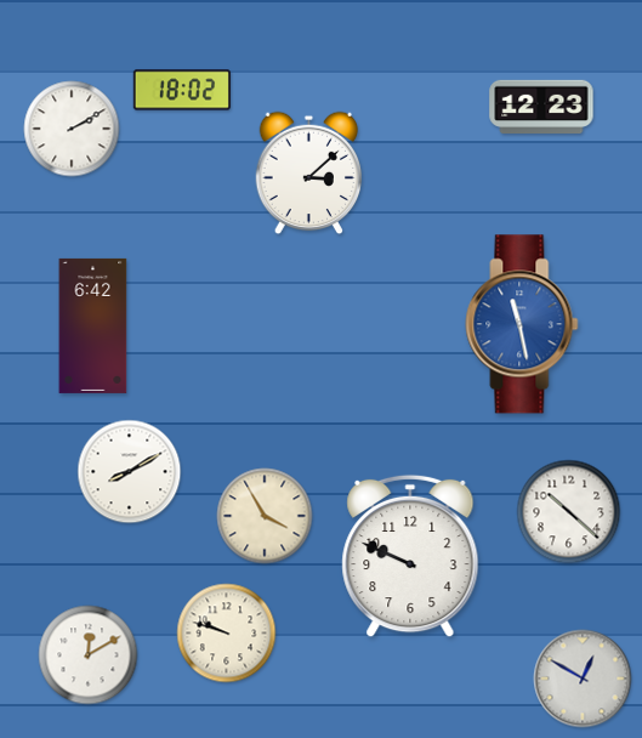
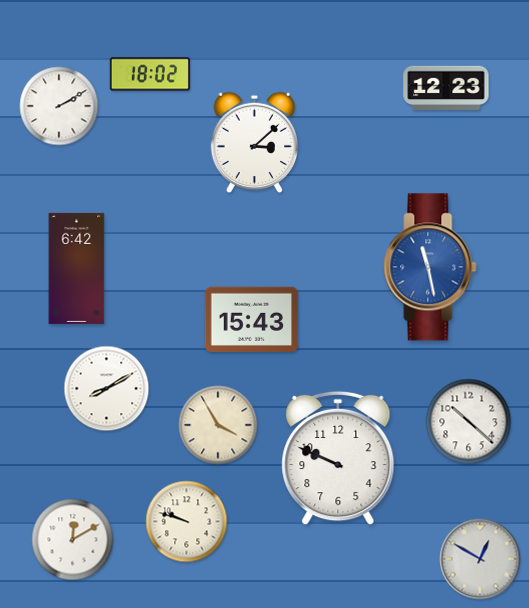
clock at (252, 319): none -> 15:43
